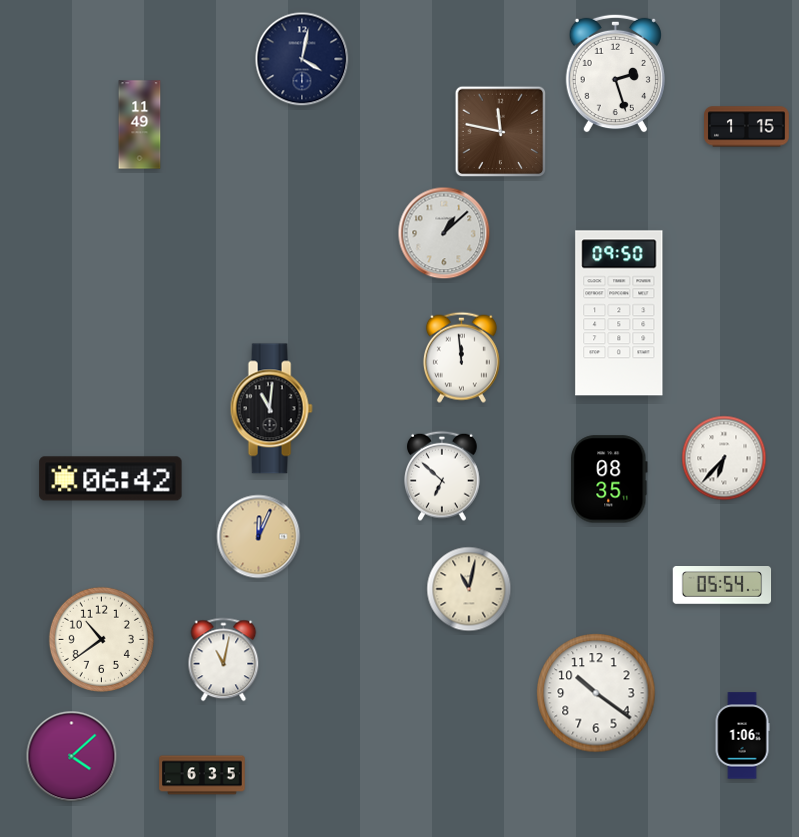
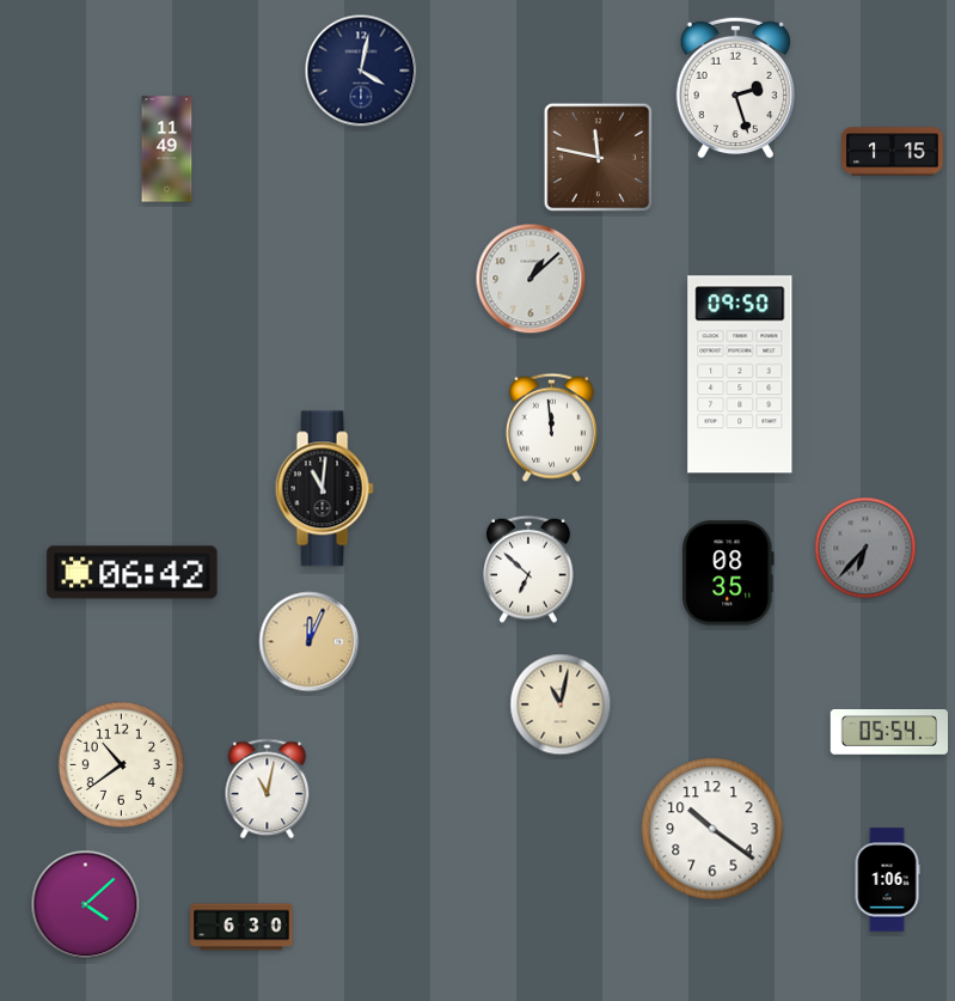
clock at (724, 458) dial: white -> grey
clock at (722, 586) position: (722, 586) -> (889, 733)
clock at (202, 775): 6:35 -> 6:30
